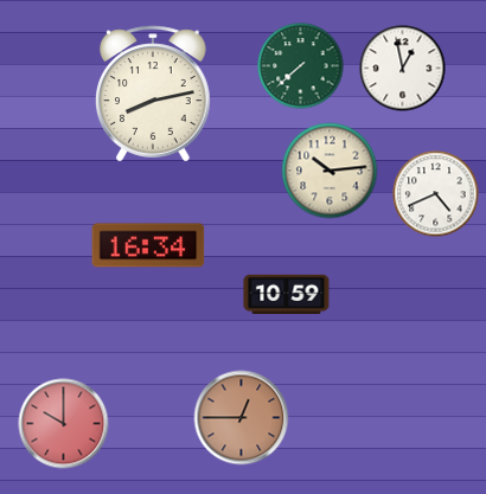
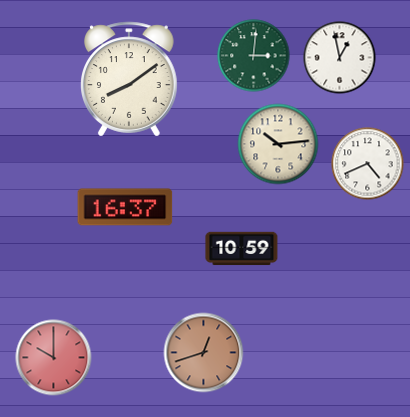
clock at (301, 66): 7:38 -> 3:01
clock at (154, 94): 8:13 -> 8:09
clock at (148, 245): 16:34 -> 16:37
clock at (242, 418): 12:45 -> 12:42
